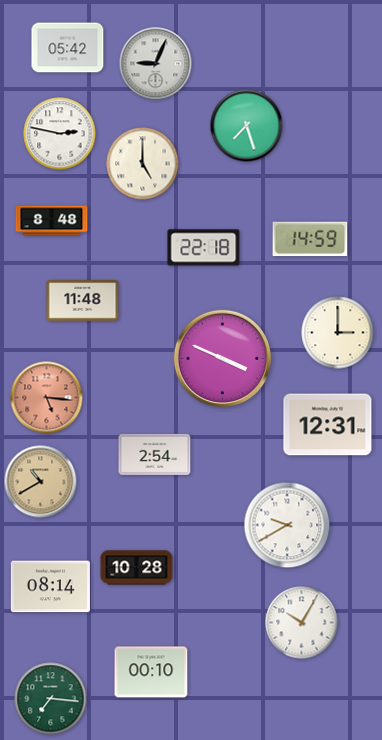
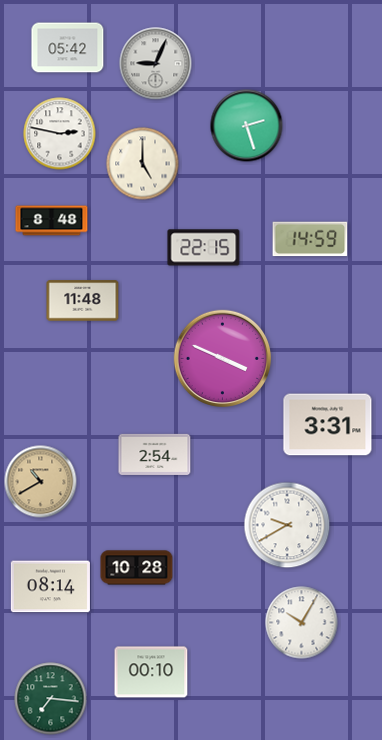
clock at (247, 126): 7:27 -> 2:27
clock at (204, 248): 22:18 -> 22:15
clock at (338, 333): 3:00 -> none
clock at (47, 398): 5:16 -> none
clock at (328, 425): 12:31 -> 3:31
